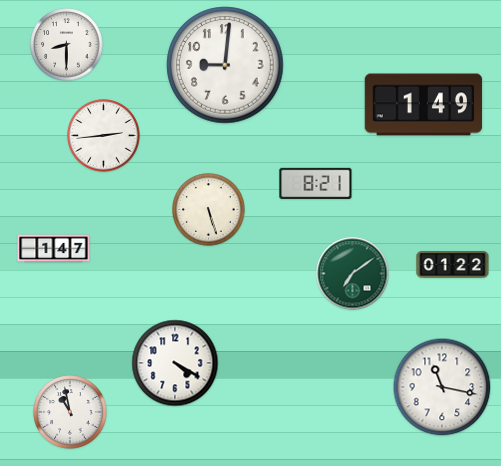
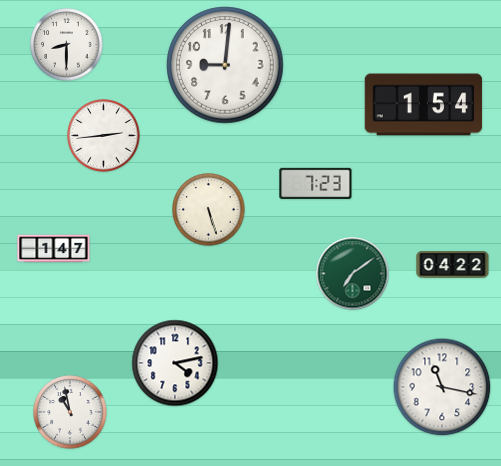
clock at (424, 105): 1:49 -> 1:54
clock at (316, 183): 8:21 -> 7:23
clock at (453, 265): 01:22 -> 04:22
clock at (175, 363): 4:20 -> 4:13
